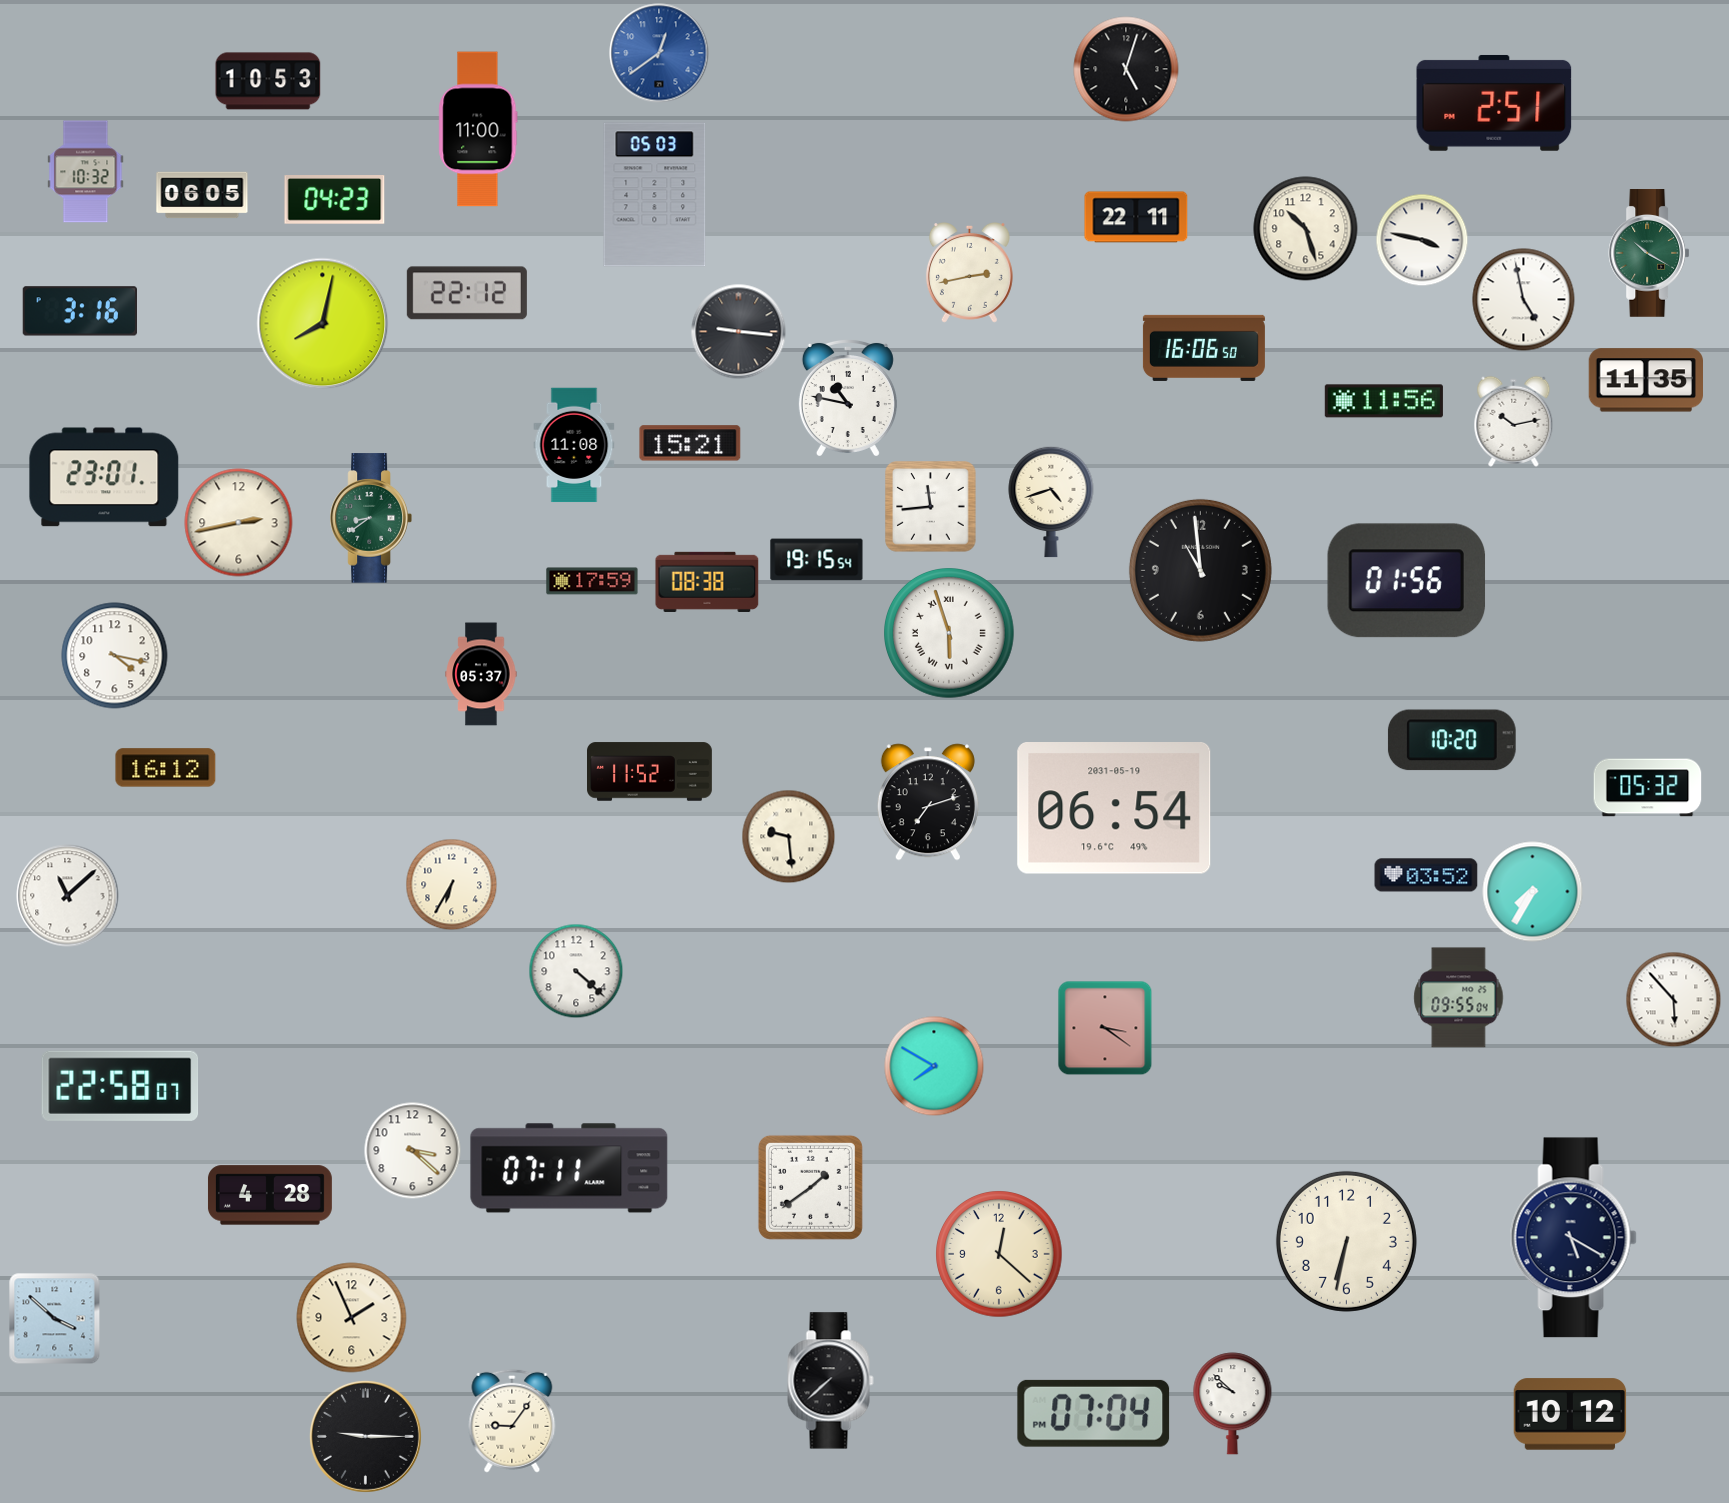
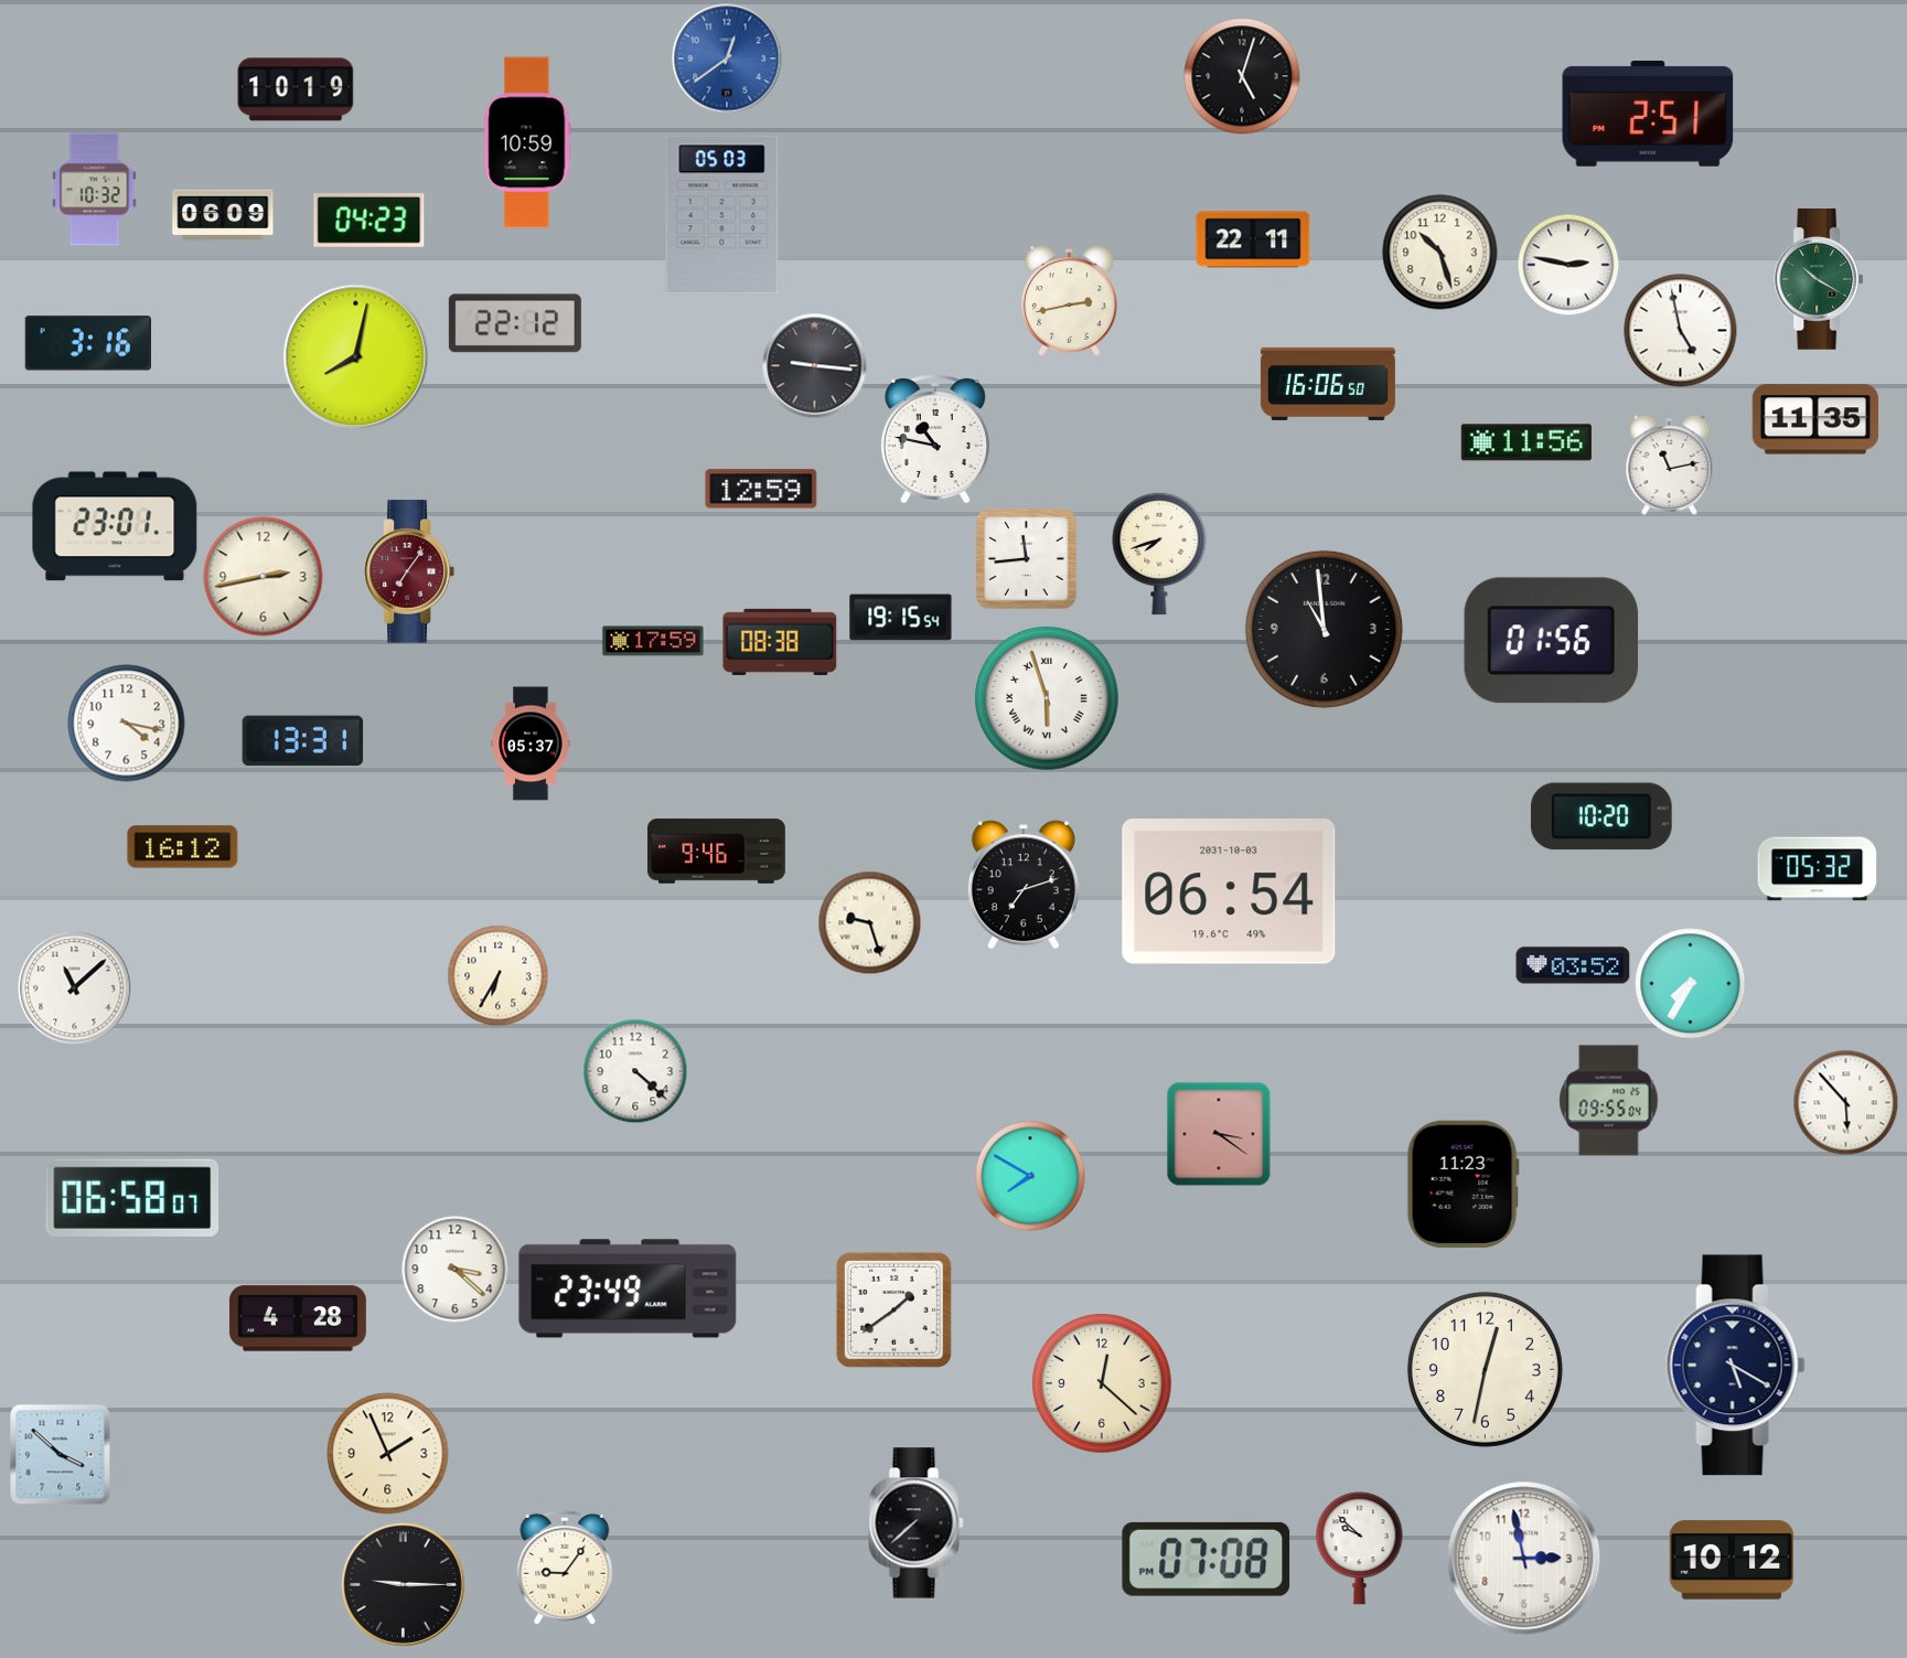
clock at (268, 81): 10:53 -> 10:19
clock at (478, 129): 11:00 -> 10:59
clock at (202, 195): 06:05 -> 06:09
clock at (1422, 240): 3:47 -> 2:47
clock at (1514, 421): 10:13 -> 11:13
clock at (690, 443): 15:21 -> 12:59
clock at (574, 445): 11:08 -> none
clock at (1051, 502): 4:42 -> 7:42
clock at (371, 518): 8:39 -> 7:06
clock at (371, 518) dial: green -> burgundy
clock at (303, 741): none -> 13:31
clock at (650, 772): 11:52 -> 9:46
clock at (1114, 809) date: 2031-05-19 -> 2031-10-03
clock at (788, 836): 9:29 -> 9:27
clock at (1463, 1184): none -> 11:23
clock at (120, 1086): 22:58 -> 06:58
clock at (569, 1168): 07:11 -> 23:49
clock at (1346, 1241): 6:32 -> 12:32
clock at (1094, 1413): 07:04 -> 07:08
clock at (1524, 1559): none -> 2:58
